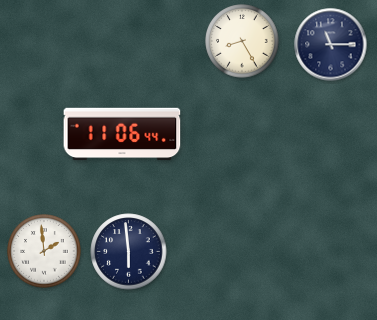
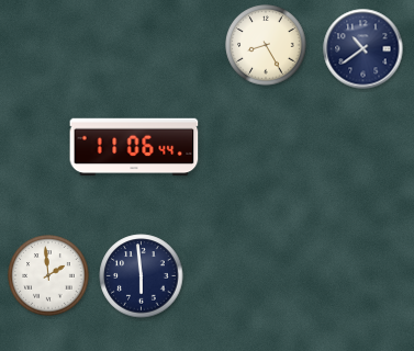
clock at (331, 45): 11:15 -> 10:39
